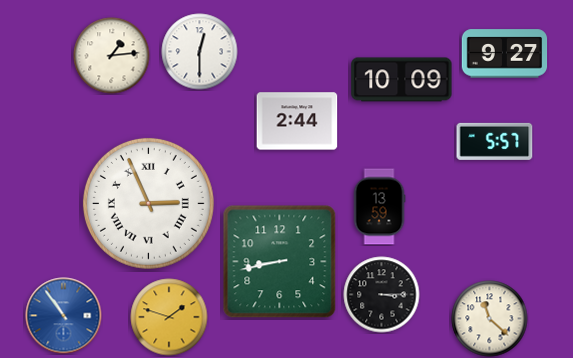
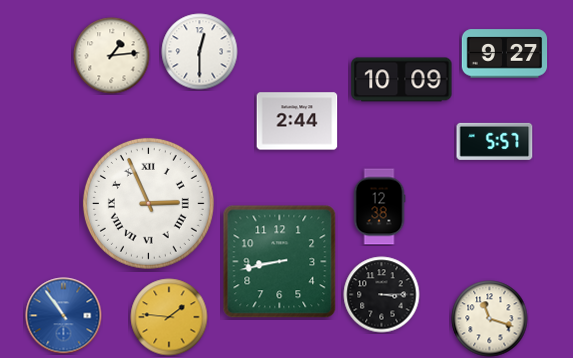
clock at (379, 207): 13:59 -> 12:38
clock at (169, 317): 1:48 -> 1:46
clock at (490, 319): 11:22 -> 11:18
